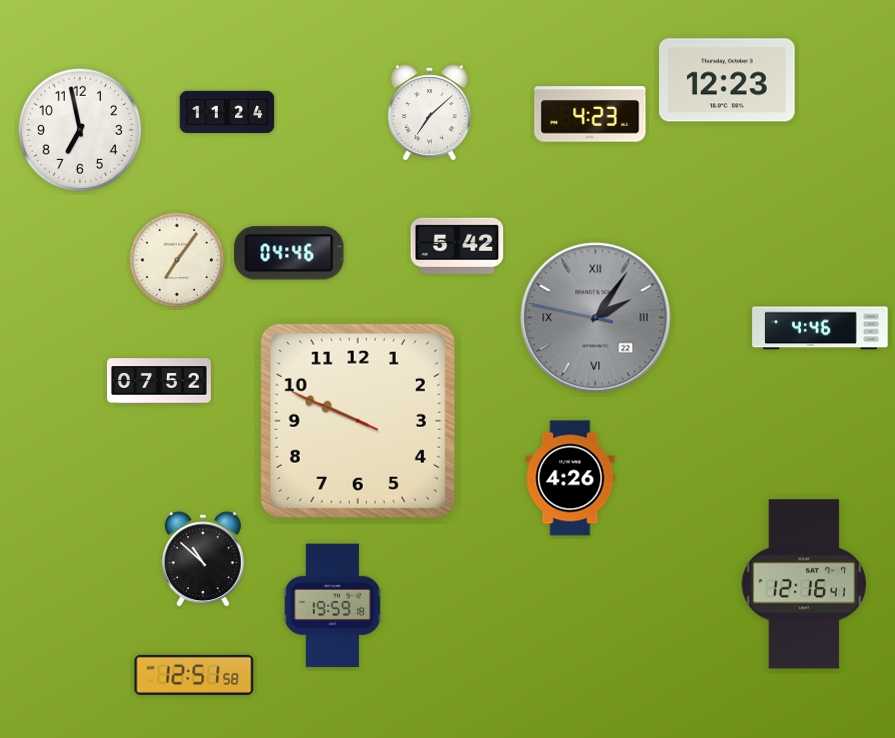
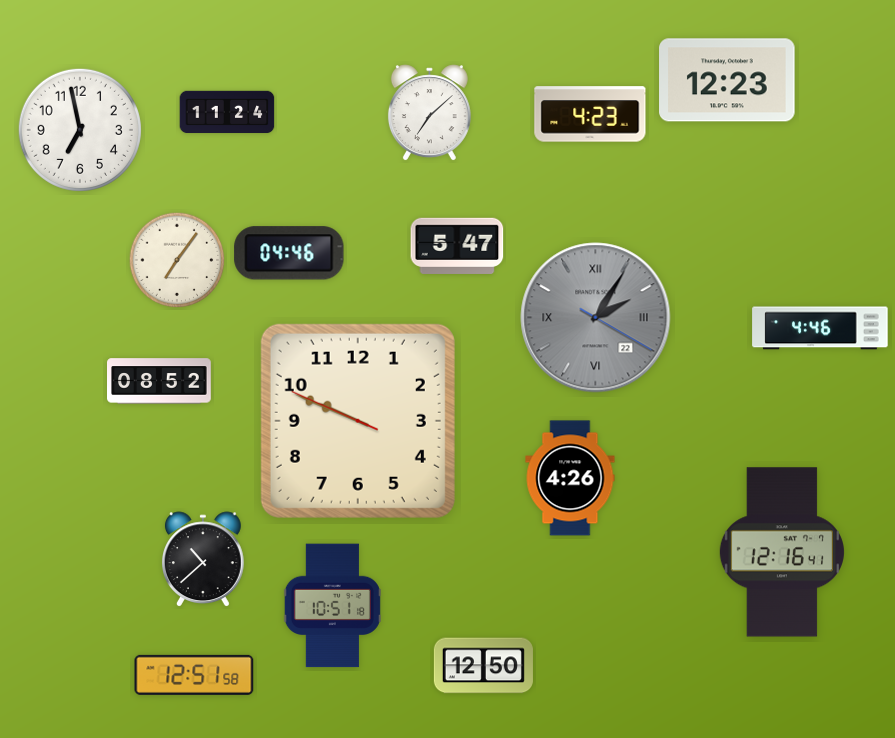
clock at (457, 246): 5:42 -> 5:47
clock at (596, 318): 2:05:47 -> 2:05:20
clock at (160, 381): 07:52 -> 08:52
clock at (204, 559): 10:52 -> 10:38
clock at (804, 584) position: (804, 584) -> (782, 552)
clock at (332, 606): 19:59 -> 10:51
clock at (483, 666): none -> 12:50
